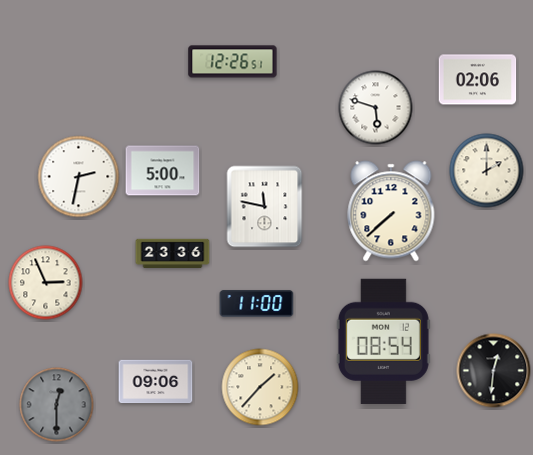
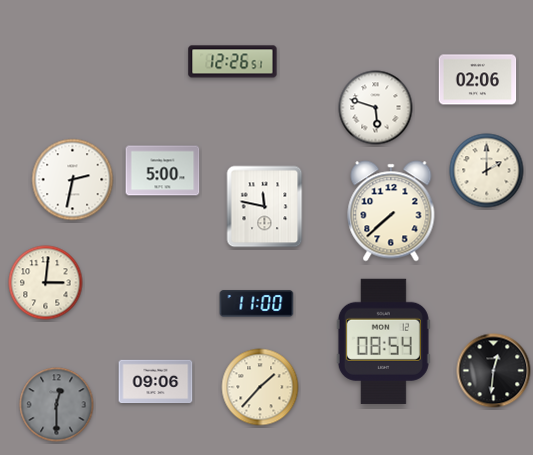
clock at (79, 177) position: (79, 177) -> (73, 180)
clock at (173, 253): 23:36 -> none
clock at (46, 283): 2:56 -> 3:01
